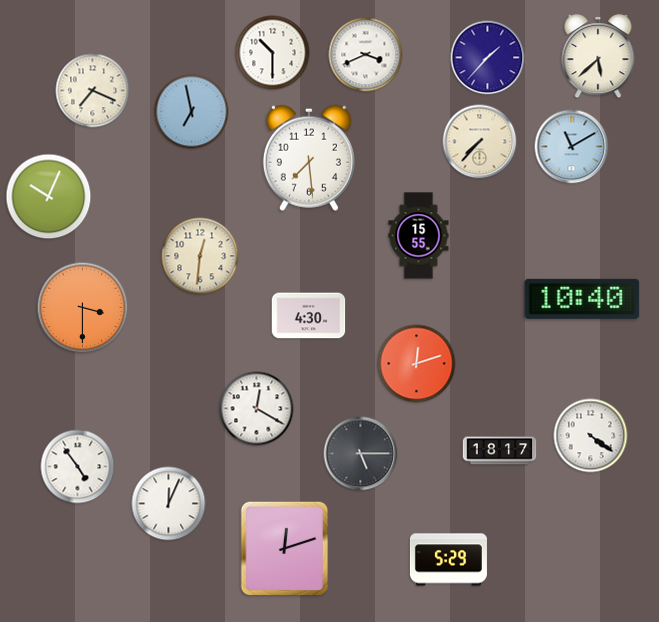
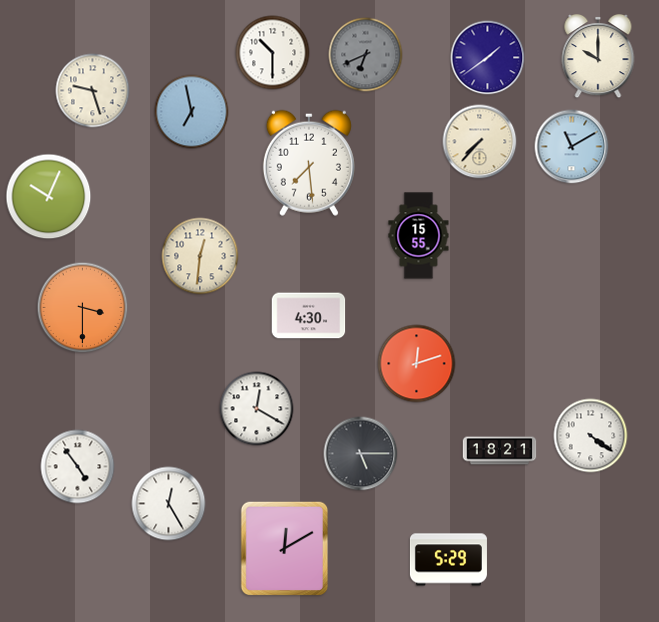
clock at (366, 55): 3:41 -> 6:41
clock at (366, 55) dial: white -> grey
clock at (598, 57): 5:38 -> 10:00
clock at (488, 58): 1:37 -> 1:39
clock at (93, 91): 7:19 -> 9:27
clock at (309, 158) position: (309, 158) -> (309, 163)
clock at (582, 299): 10:40 -> none
clock at (500, 451): 18:17 -> 18:21
clock at (169, 504): 12:04 -> 12:25
clock at (285, 549): 12:12 -> 12:10
